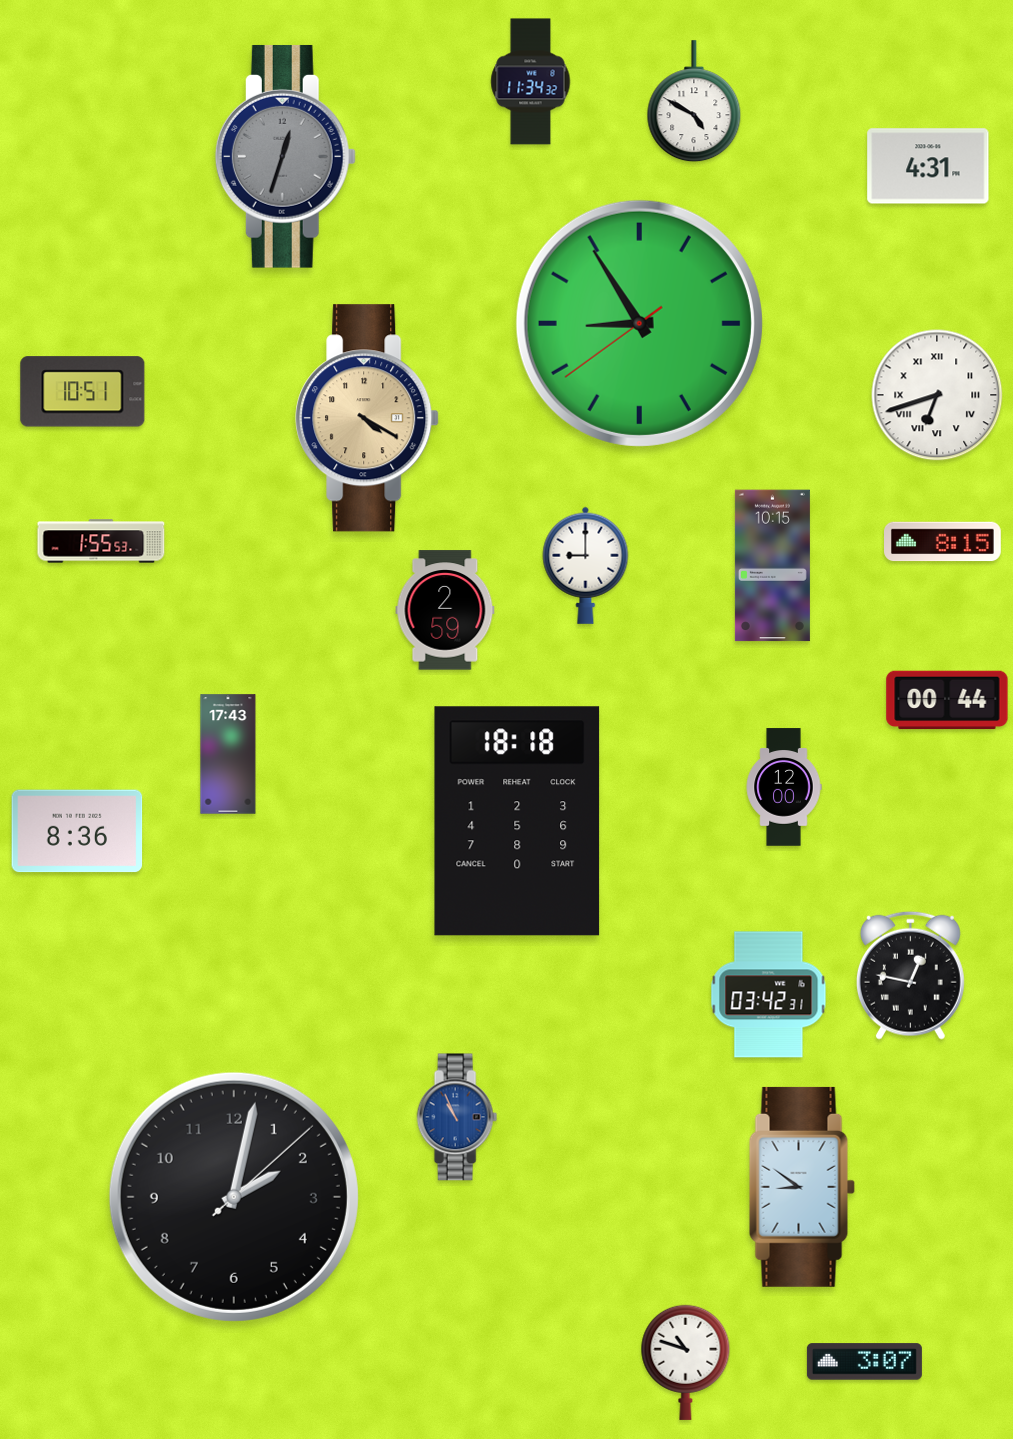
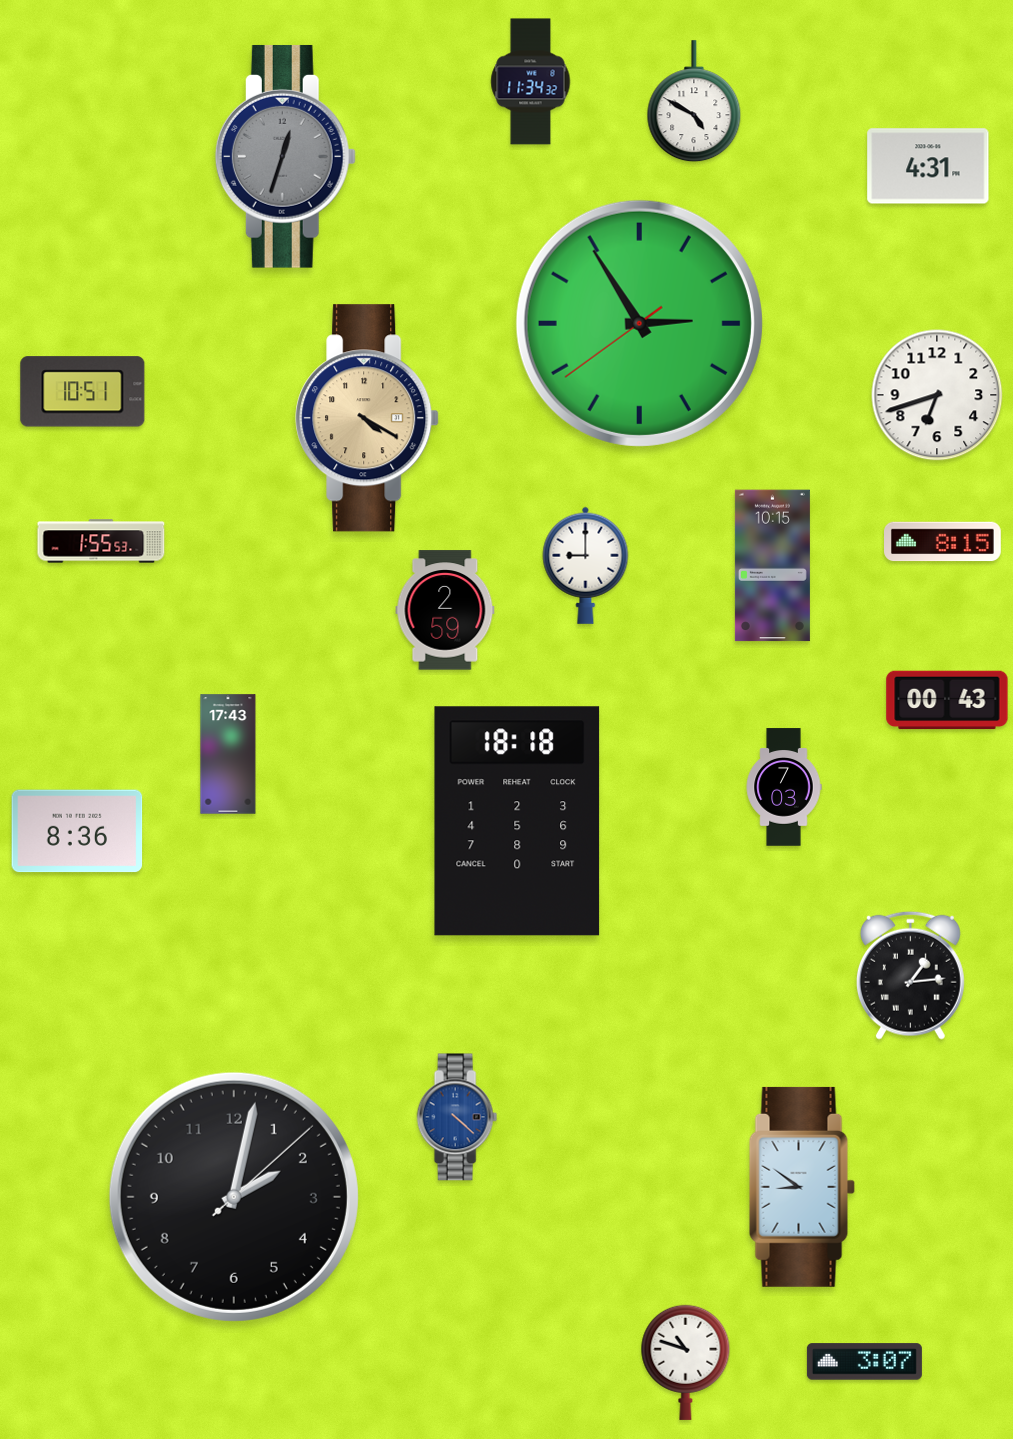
clock at (639, 323): 8:54 -> 2:54
clock at (937, 395) numerals: Roman -> Arabic
clock at (947, 700): 00:44 -> 00:43
clock at (784, 787): 12:00 -> 7:03
clock at (910, 975): 12:47 -> 1:14
clock at (769, 995): 03:42 -> none
clock at (457, 1117): 10:56 -> 4:22
